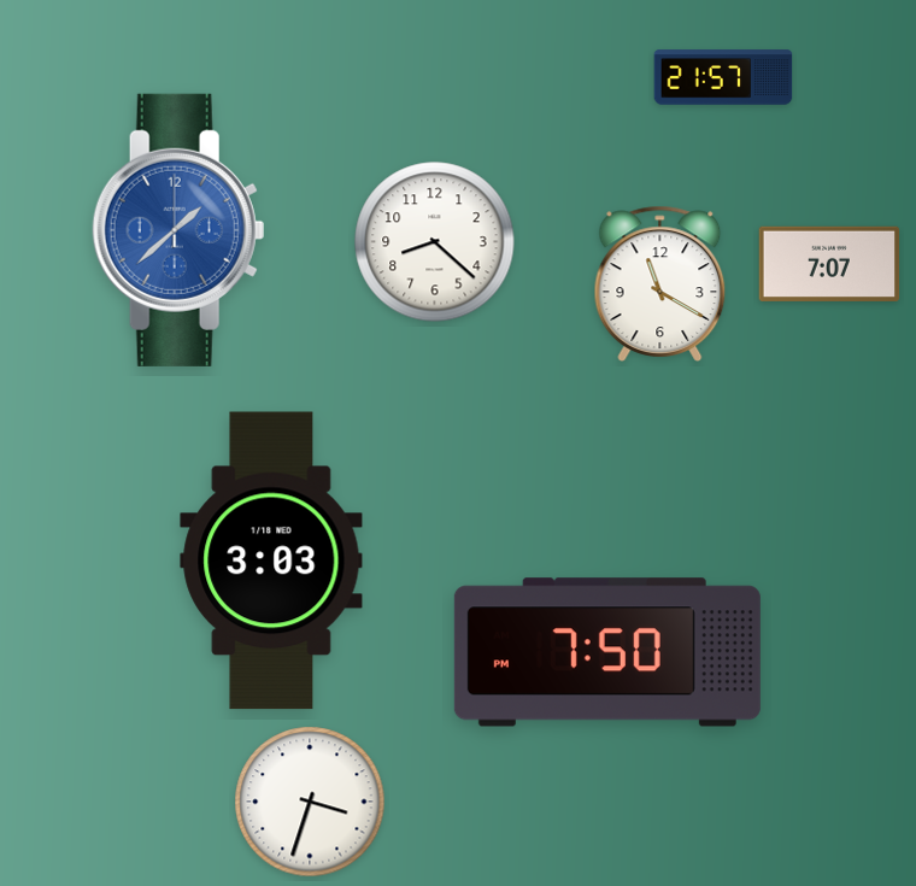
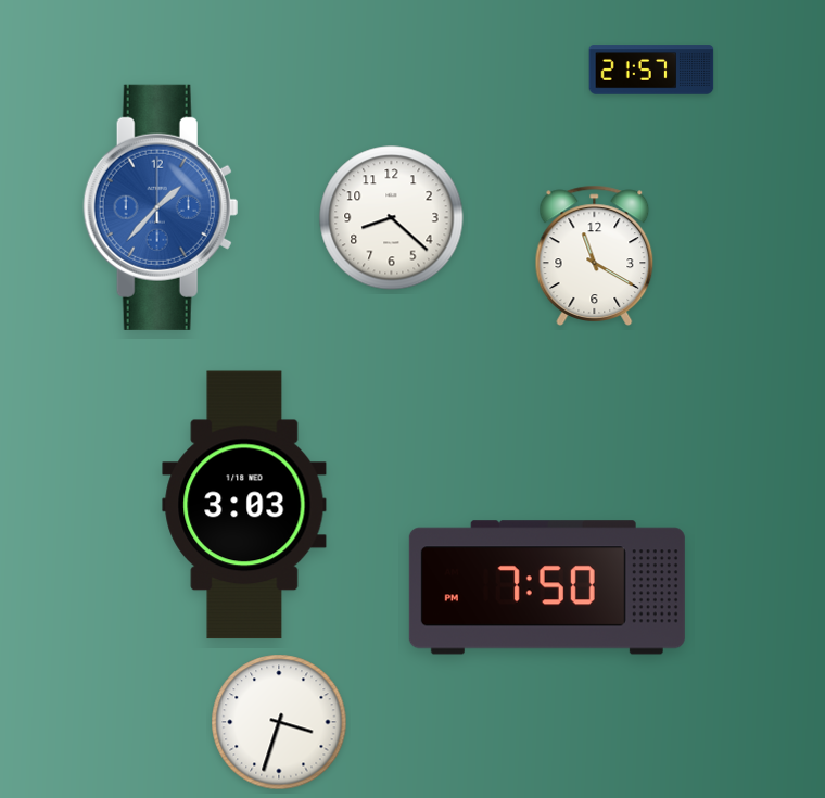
clock at (178, 230): 1:38 -> 1:37
clock at (829, 264): 7:07 -> none
